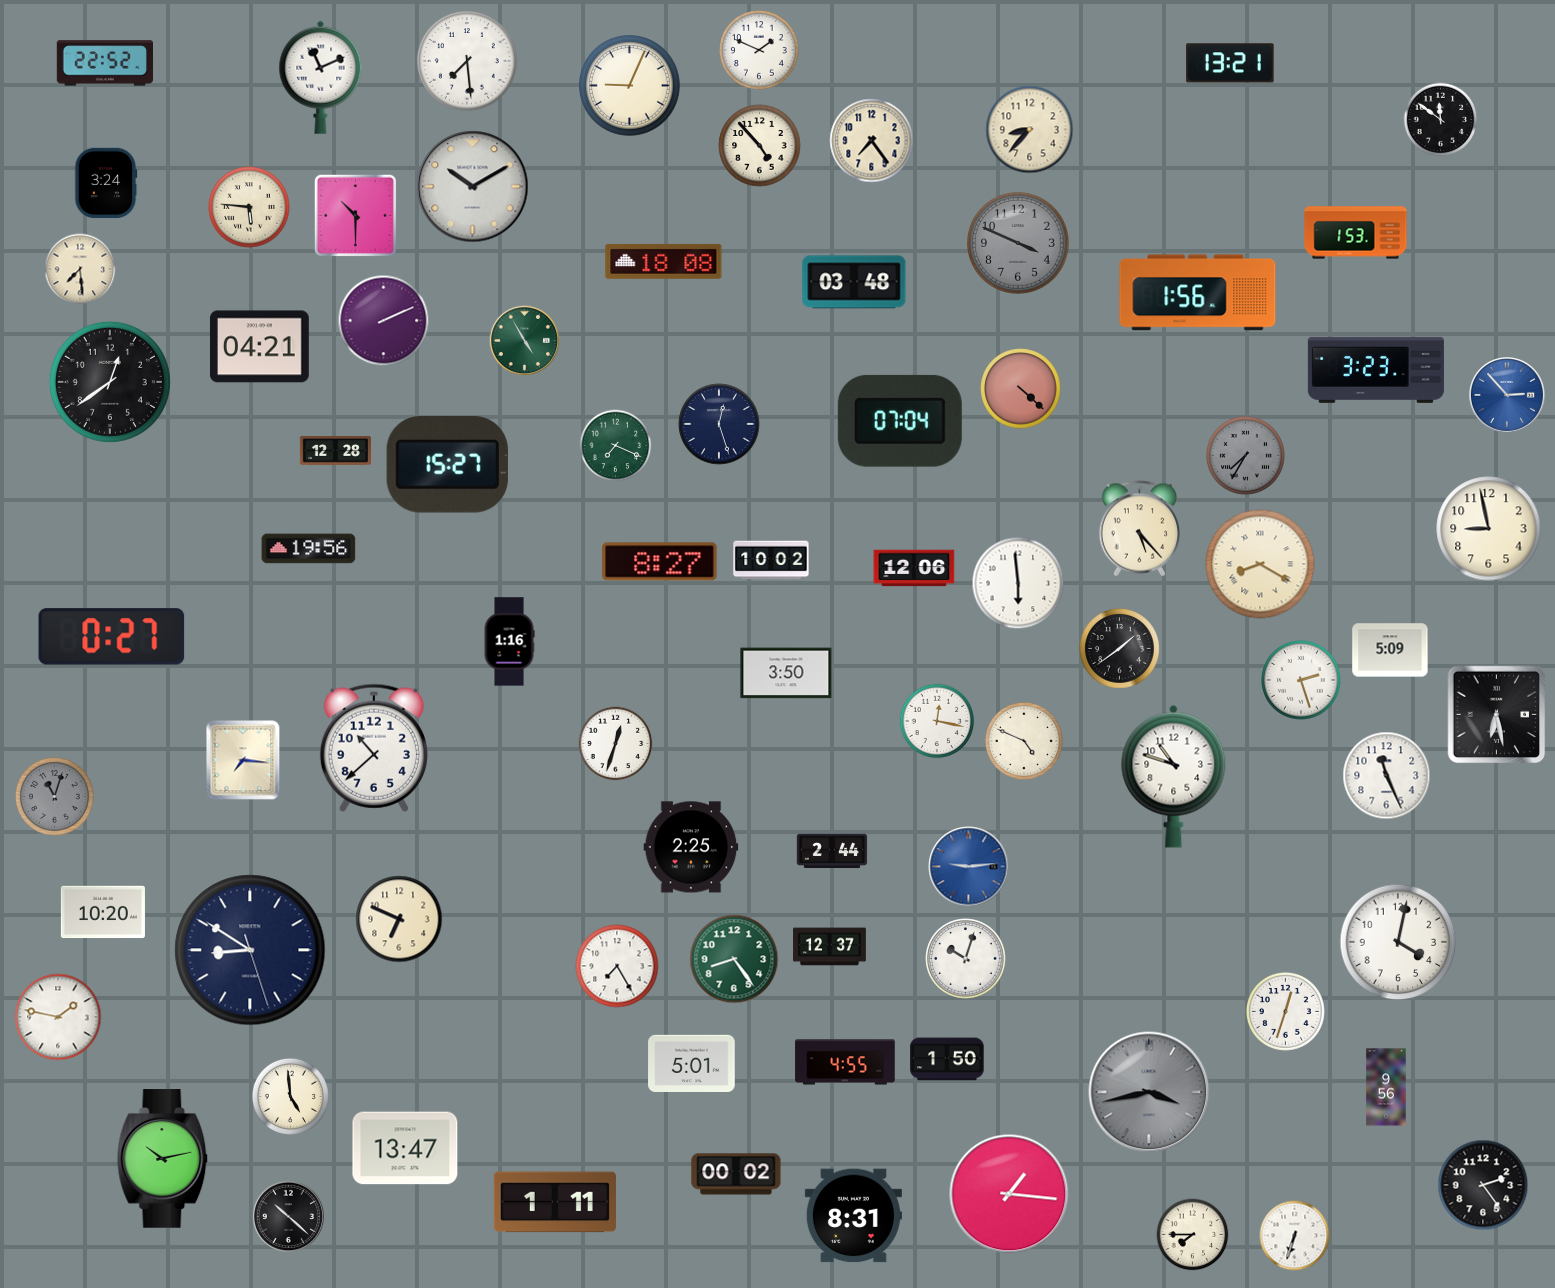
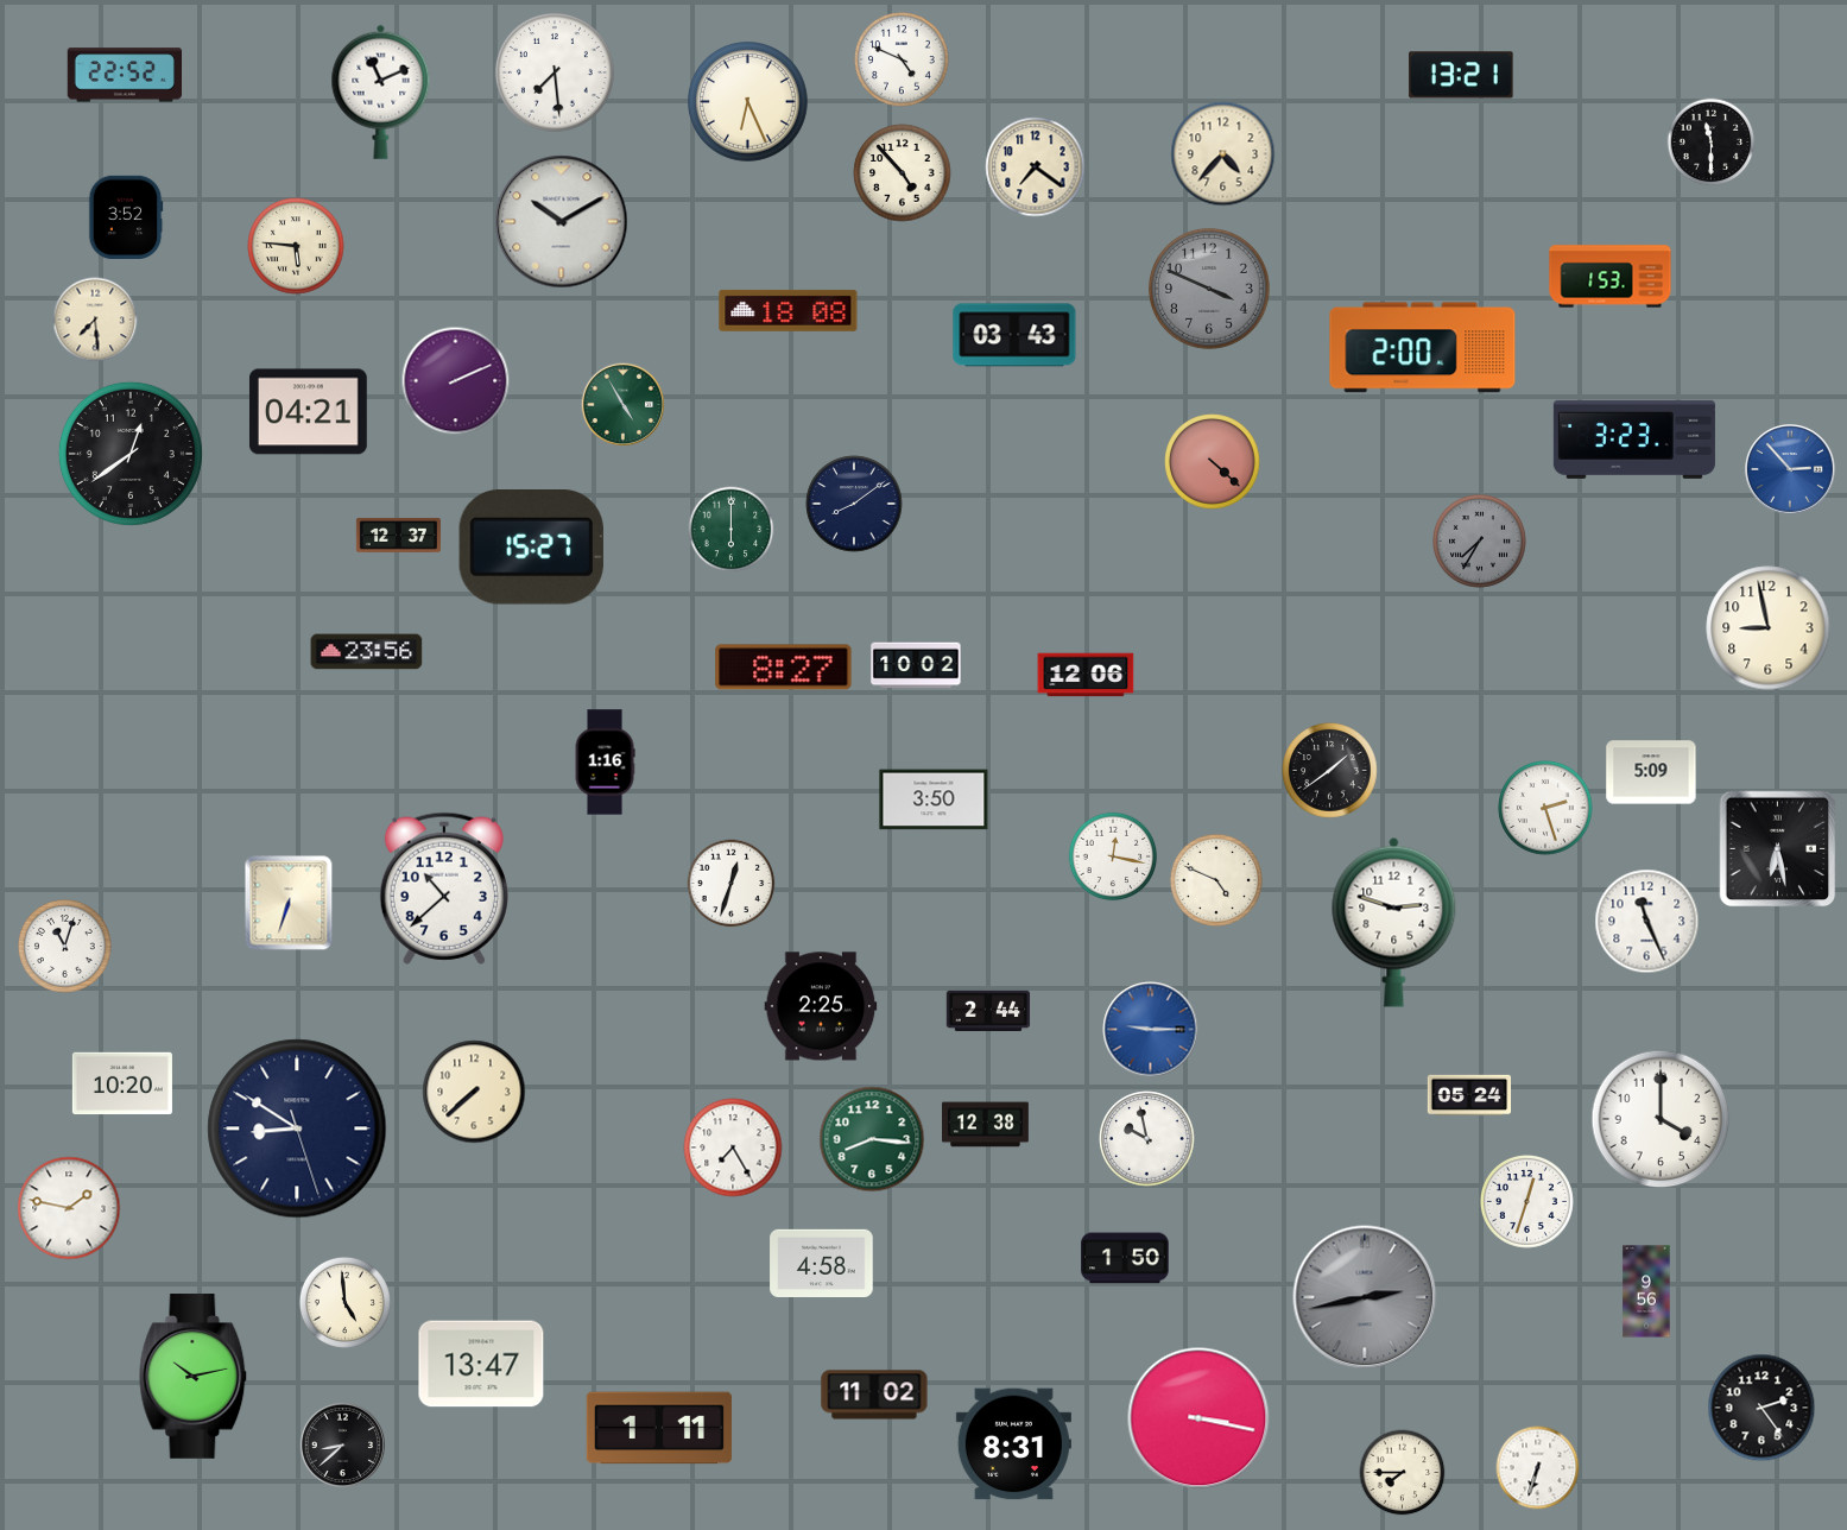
clock at (759, 50): 1:49 -> 4:49
clock at (630, 86): 9:04 -> 6:26
clock at (1441, 120): 11:51 -> 11:30
clock at (1030, 130): 8:37 -> 4:37
clock at (872, 141): 7:24 -> 7:21
clock at (106, 182): 3:24 -> 3:52
clock at (355, 215): 10:30 -> none
clock at (854, 282): 03:48 -> 03:43
clock at (1198, 293): 1:56 -> 2:00
clock at (900, 421): 07:04 -> none
clock at (719, 424): 12:27 -> 8:09
clock at (616, 446): 7:19 -> 6:00
clock at (335, 450): 12:28 -> 12:37
clock at (447, 465) position: (447, 465) -> (531, 548)
clock at (1140, 529): 5:23 -> none
clock at (309, 549): 19:56 -> 23:56
clock at (1260, 564): 8:20 -> none
clock at (1018, 583): 5:59 -> none
clock at (112, 637): 0:27 -> none
clock at (243, 760): 7:16 -> 6:33
clock at (1174, 776): 10:48 -> 2:48
clock at (55, 797) dial: grey -> white
clock at (969, 867): 9:14 -> 9:15
clock at (399, 919): 6:49 -> 7:38
clock at (1469, 1095): none -> 05:24
clock at (1398, 942): 4:02 -> 4:00
clock at (830, 947): 12:37 -> 12:38
clock at (734, 959): 8:24 -> 8:16
clock at (966, 959): 10:03 -> 9:58
clock at (845, 1062): 4:55 -> none
clock at (692, 1063): 5:01 -> 4:58
clock at (1149, 1092): 3:43 -> 2:43
clock at (736, 1174): 00:02 -> 11:02
clock at (1009, 1194): 1:16 -> 3:17
clock at (288, 1216): 10:22 -> 8:38
clock at (1193, 1235) position: (1193, 1235) -> (1403, 1473)
